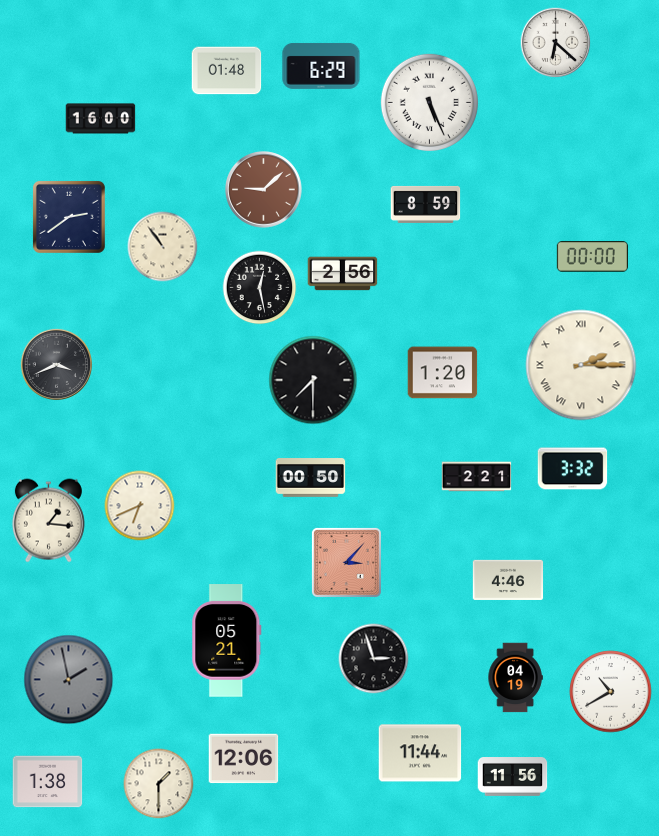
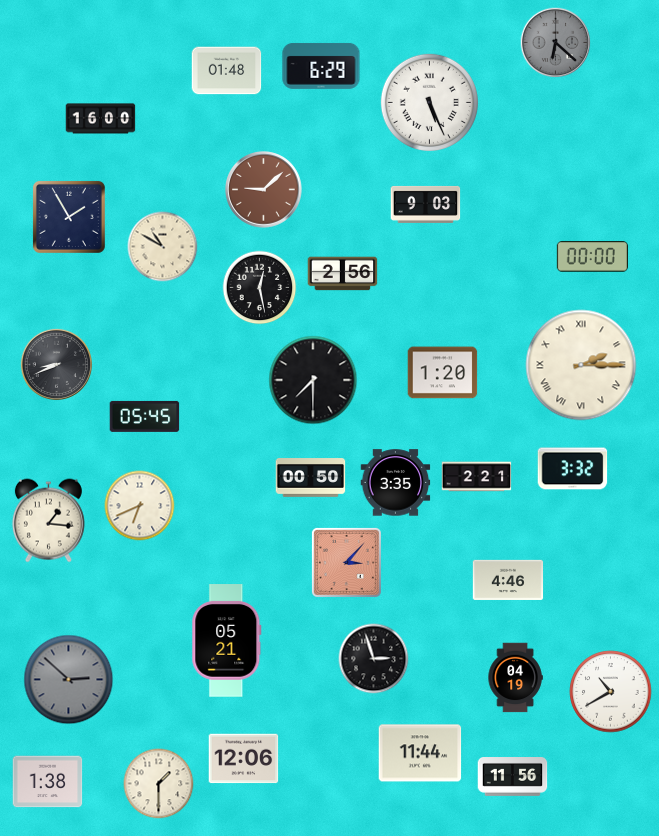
clock at (556, 43) dial: white -> grey
clock at (426, 204): 8:59 -> 9:03
clock at (69, 217): 2:39 -> 1:55
clock at (163, 247): 10:54 -> 10:50
clock at (56, 364): 3:41 -> 8:41
clock at (145, 416): none -> 05:45
clock at (396, 483): none -> 3:35
clock at (69, 680): 1:58 -> 2:52
